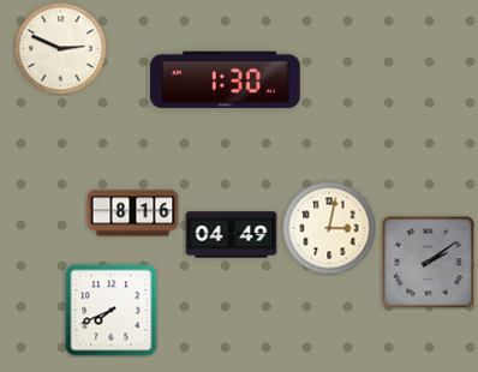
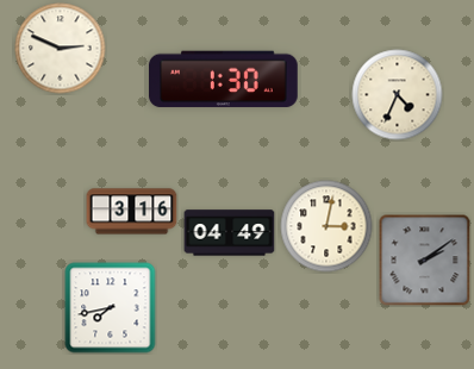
clock at (398, 95): none -> 4:34
clock at (133, 214): 8:16 -> 3:16
clock at (112, 311): 7:41 -> 7:43
